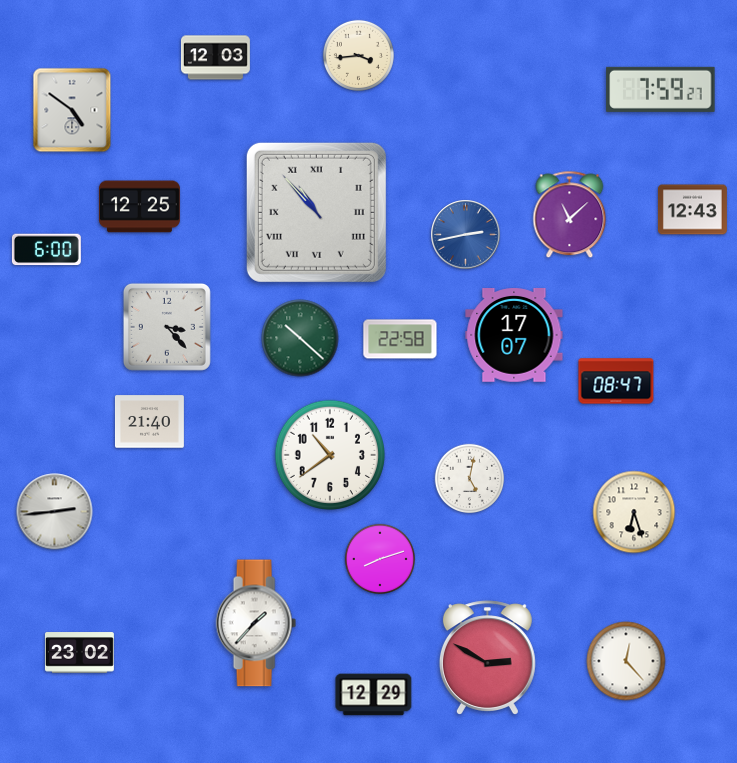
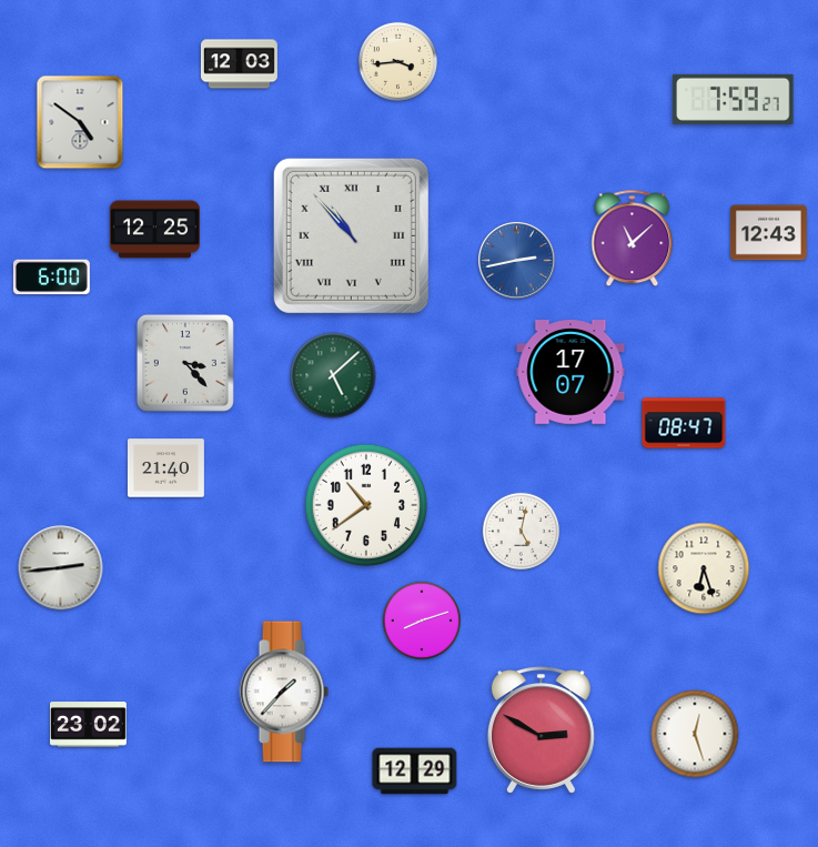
clock at (300, 338): 10:22 -> 5:08
clock at (400, 339): 22:58 -> none
clock at (626, 661): 12:23 -> 12:27
